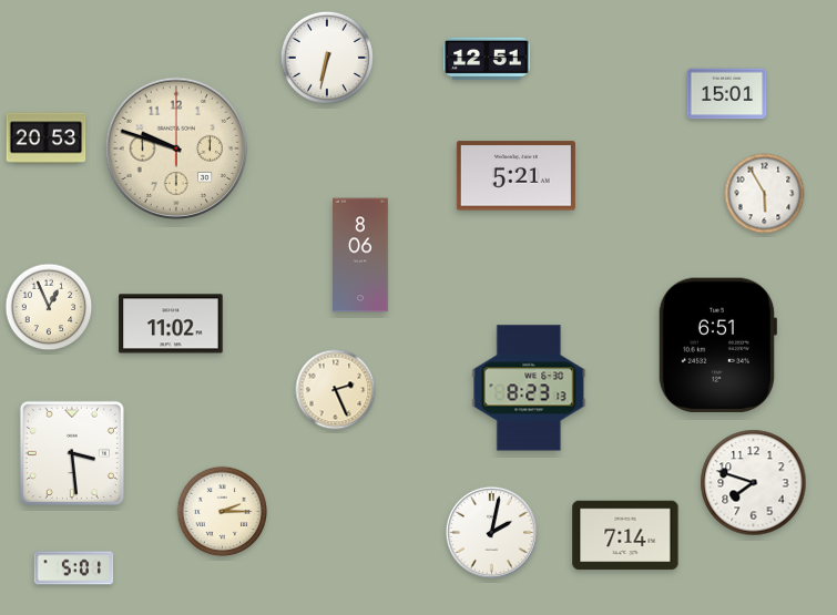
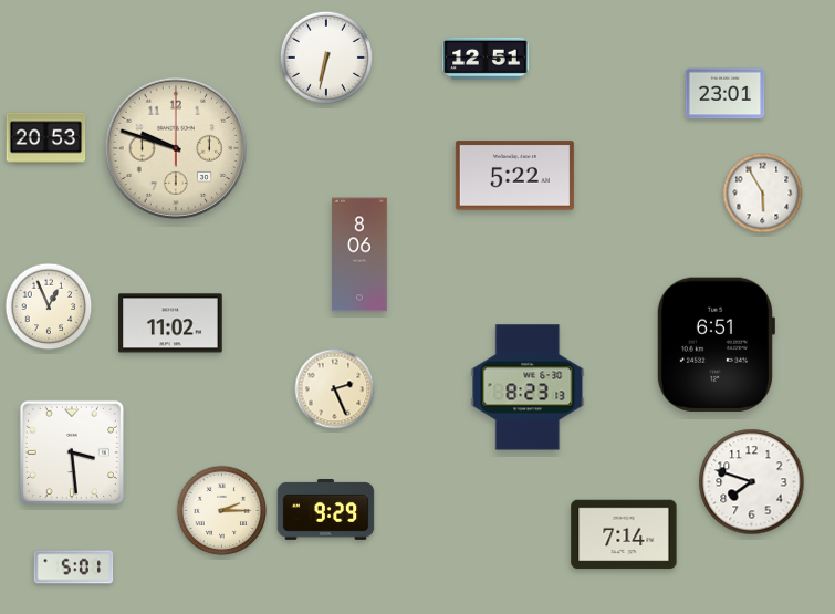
clock at (727, 94): 15:01 -> 23:01
clock at (516, 176): 5:21 -> 5:22
clock at (326, 510): none -> 9:29
clock at (491, 532): 2:02 -> none
